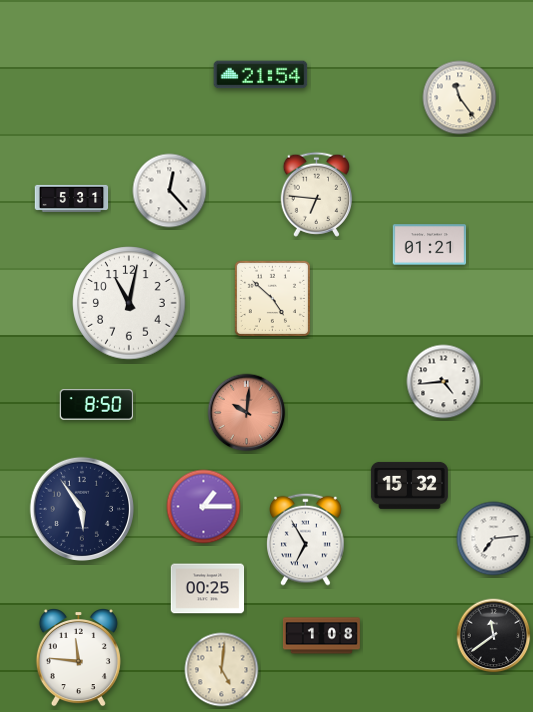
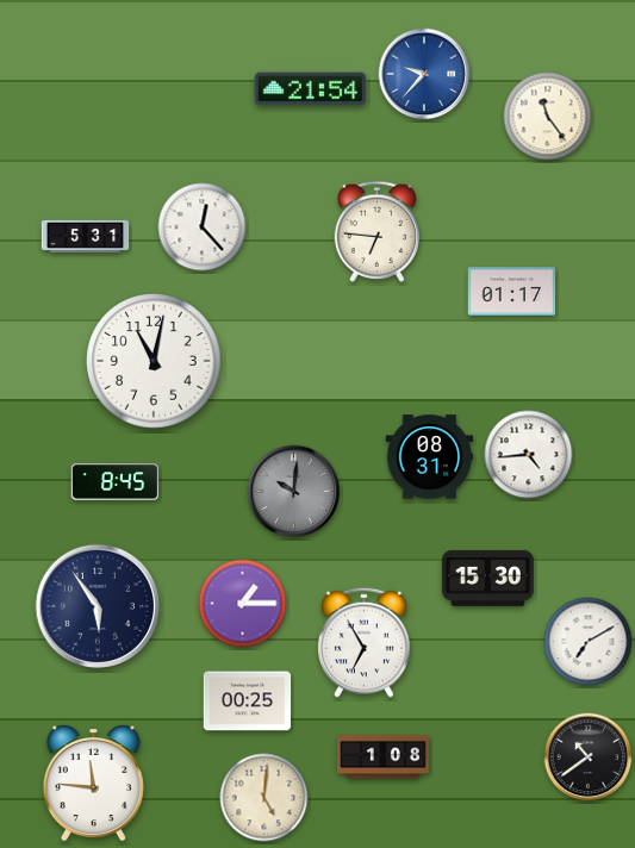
clock at (424, 74): none -> 9:37
clock at (430, 245): 01:21 -> 01:17
clock at (272, 298): 4:52 -> none
clock at (430, 457): none -> 08:31
clock at (97, 405): 8:50 -> 8:45
clock at (247, 413) dial: salmon -> grey
clock at (409, 485): 15:32 -> 15:30
clock at (494, 539): 7:14 -> 7:10
clock at (494, 636): 11:39 -> 10:39
